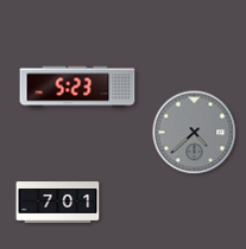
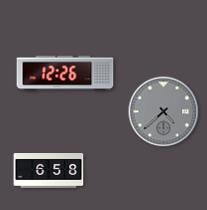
clock at (77, 87): 5:23 -> 12:26
clock at (58, 203): 7:01 -> 6:58
